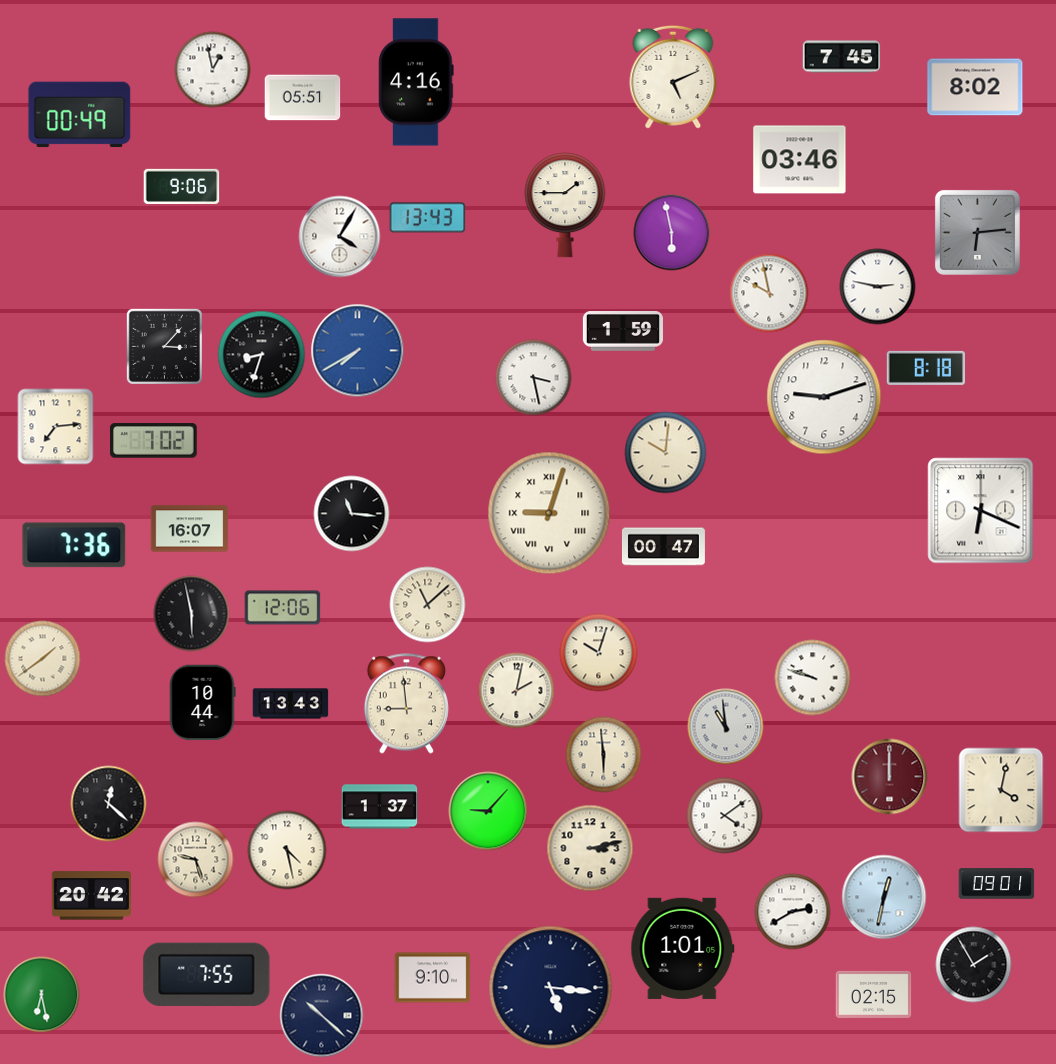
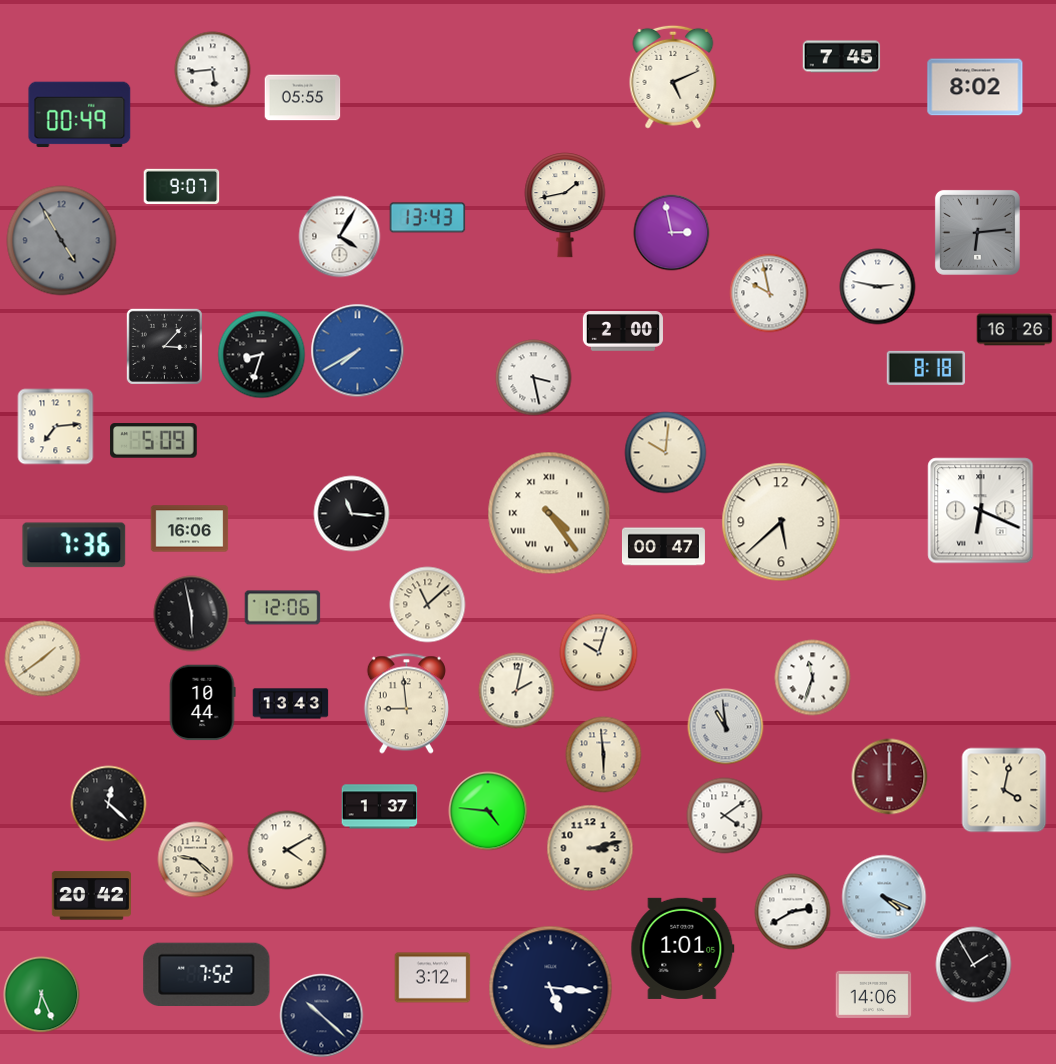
clock at (213, 70): 12:58 -> 5:44
clock at (416, 82): 4:16 -> none
clock at (303, 98): 05:51 -> 05:55
clock at (800, 160): 03:46 -> none
clock at (182, 186): 9:06 -> 9:07
clock at (565, 205): 1:45 -> 1:43
clock at (672, 233): 5:58 -> 2:58
clock at (62, 241): none -> 4:55
clock at (1015, 330): none -> 16:26
clock at (623, 331): 1:59 -> 2:00
clock at (824, 397): 9:12 -> none
clock at (154, 441): 7:02 -> 5:09
clock at (549, 513): 9:03 -> 4:24
clock at (781, 522): none -> 5:38
clock at (190, 529): 16:07 -> 16:06
clock at (813, 678): 9:48 -> 11:33
clock at (1001, 790) position: (1001, 790) -> (1004, 790)
clock at (488, 811): 9:07 -> 4:46
clock at (287, 850): 4:28 -> 4:10
clock at (196, 860): 9:27 -> 9:22
clock at (997, 884): 09:01 -> none
clock at (884, 897): 12:32 -> 4:19
clock at (207, 974): 7:55 -> 7:52
clock at (433, 978): 9:10 -> 3:12
clock at (874, 994): 02:15 -> 14:06
clock at (42, 995): 6:28 -> 6:26
